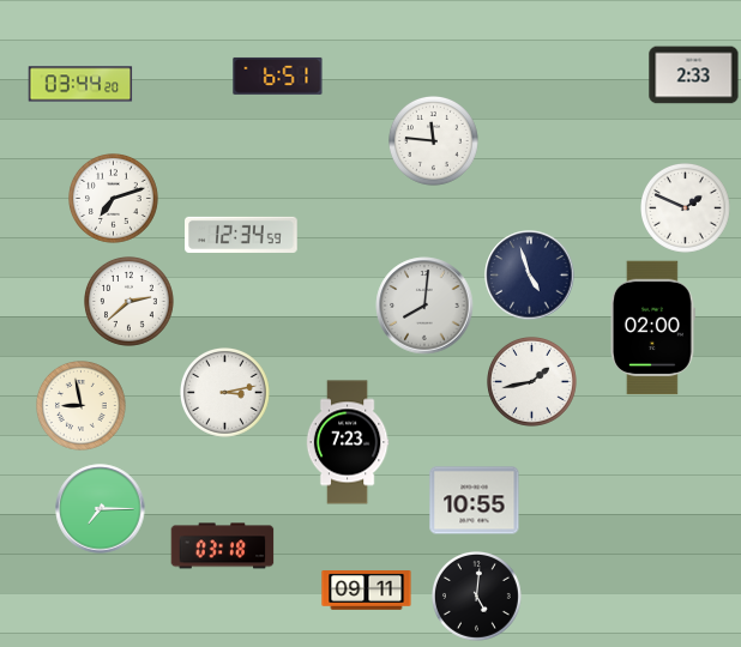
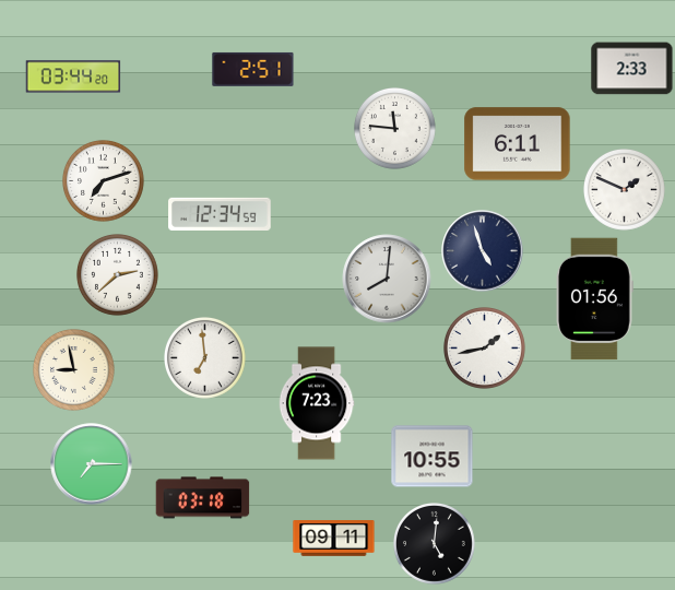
clock at (278, 75): 6:51 -> 2:51
clock at (518, 144): none -> 6:11
clock at (652, 328): 02:00 -> 01:56
clock at (225, 393): 3:13 -> 6:59
